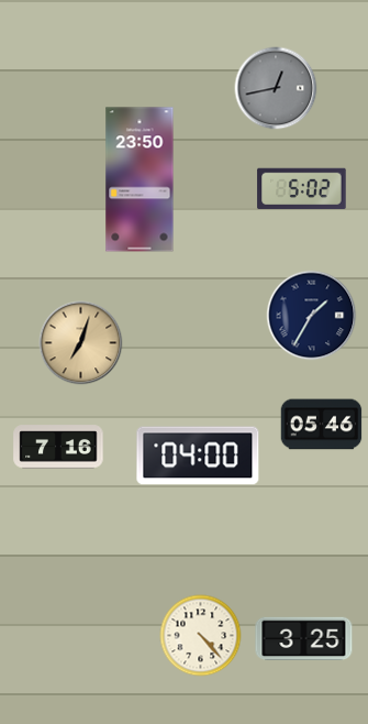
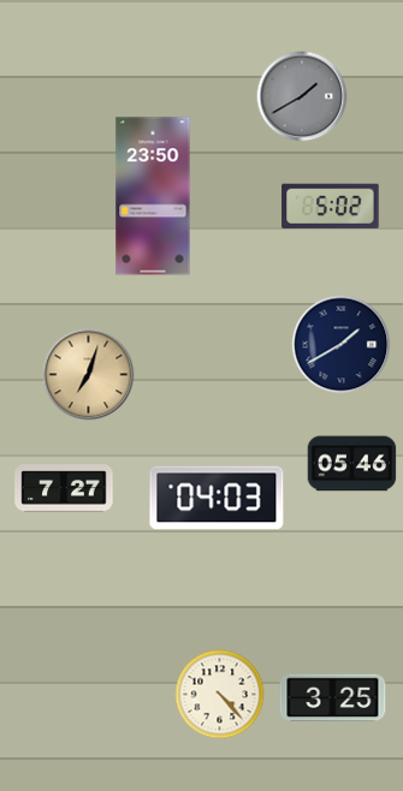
clock at (276, 88): 12:43 -> 1:40
clock at (312, 316): 1:35 -> 1:40
clock at (58, 447): 7:16 -> 7:27
clock at (198, 456): 04:00 -> 04:03
